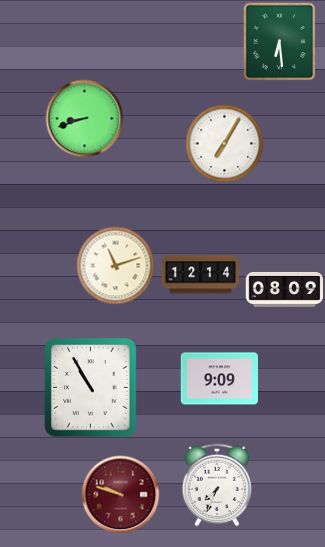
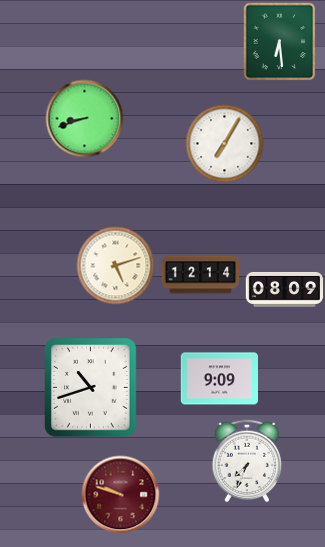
clock at (115, 265): 11:12 -> 5:12
clock at (91, 388): 10:55 -> 10:42
clock at (217, 485) position: (217, 485) -> (247, 461)
